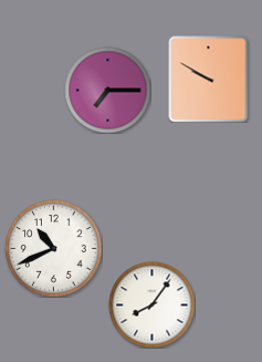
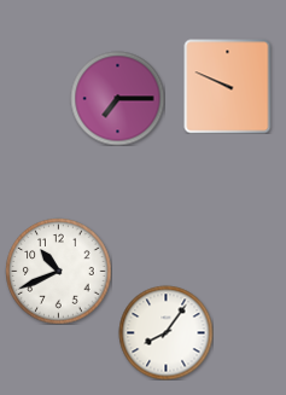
clock at (209, 79): 9:50 -> 9:49
